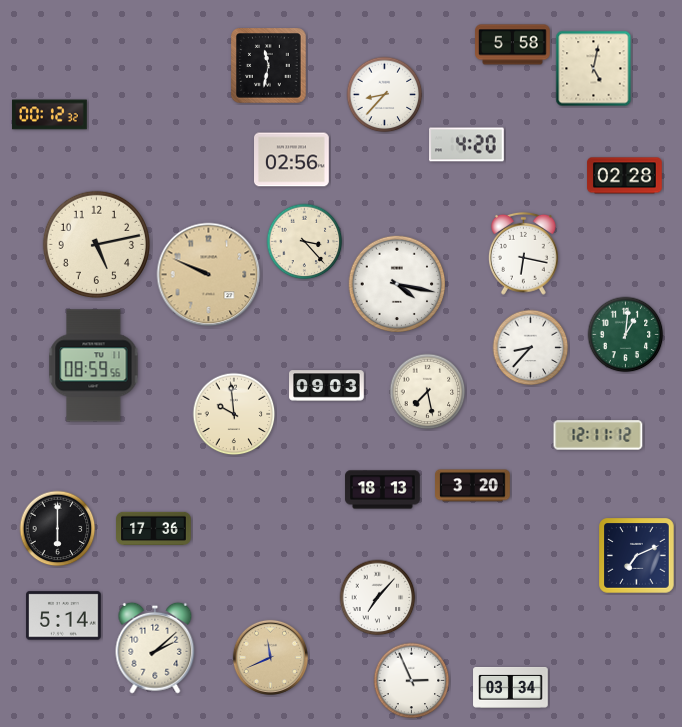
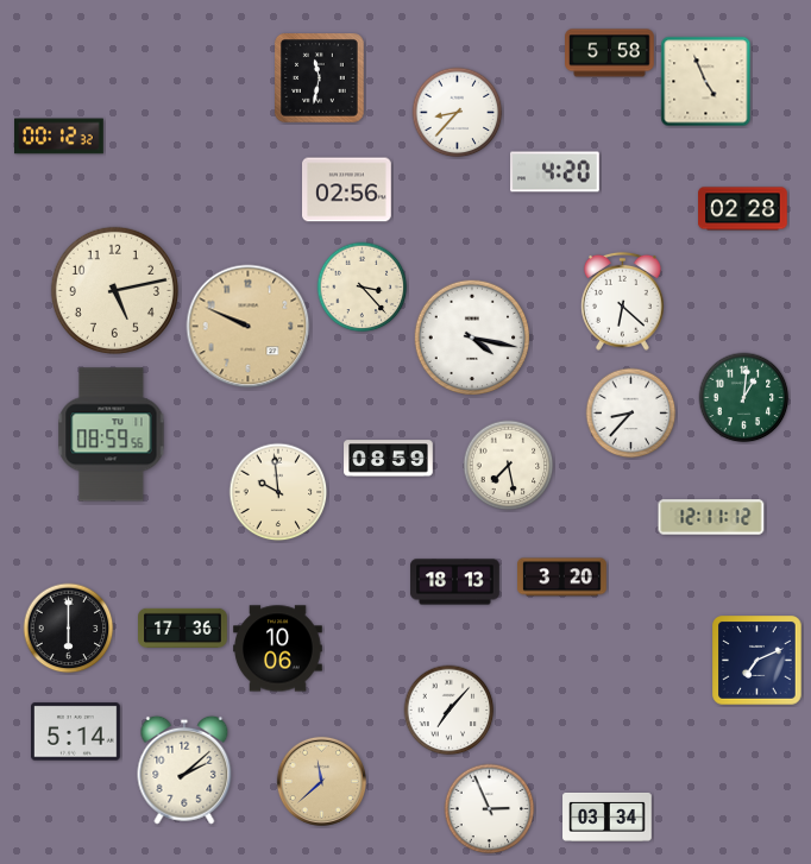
clock at (594, 69): 5:02 -> 4:56
clock at (523, 253): 6:17 -> 6:22
clock at (327, 386): 09:03 -> 08:59
clock at (278, 649): none -> 10:06
clock at (270, 657): 11:41 -> 11:38
